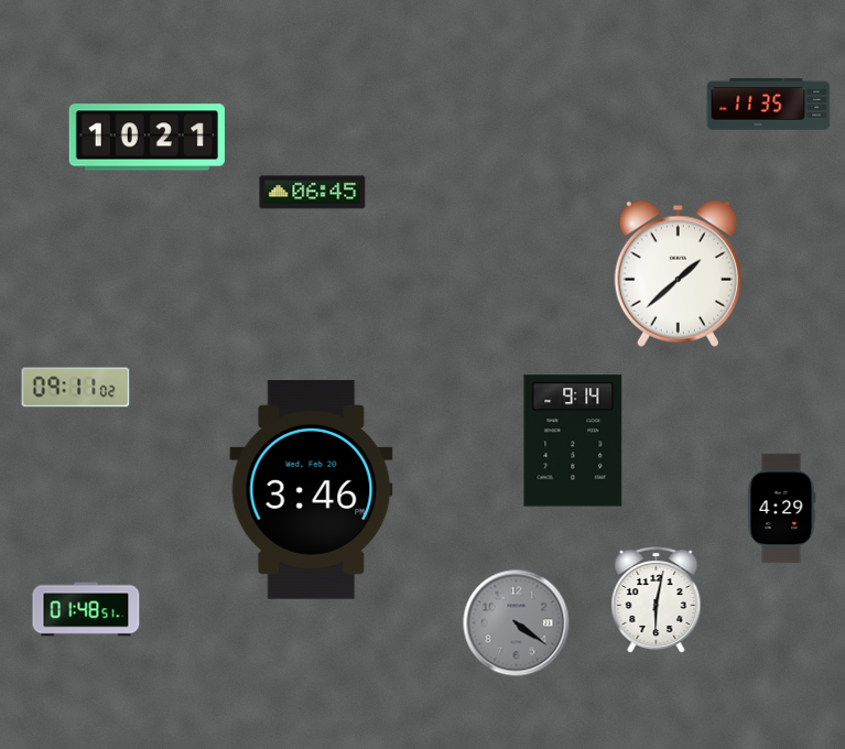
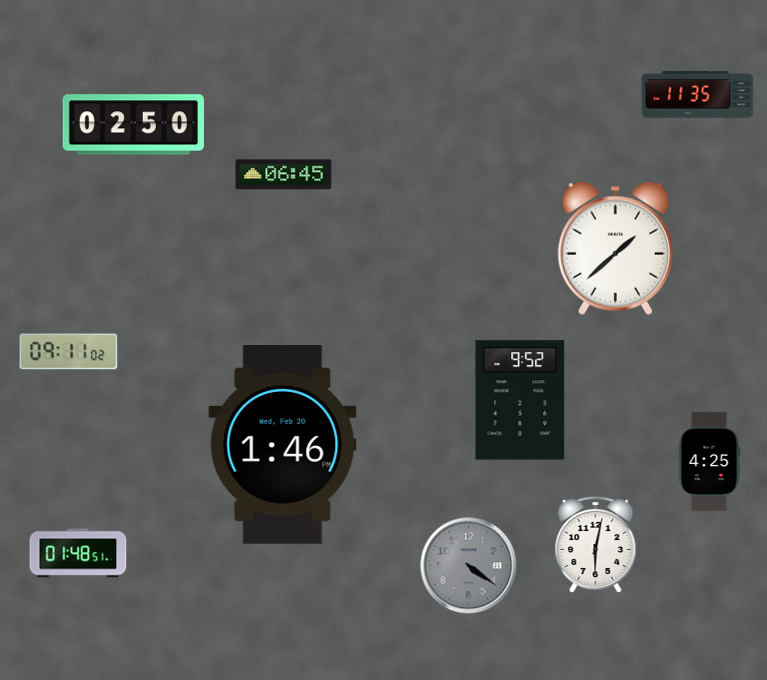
clock at (147, 138): 10:21 -> 02:50
clock at (573, 441): 9:14 -> 9:52
clock at (312, 490): 3:46 -> 1:46
clock at (781, 509): 4:29 -> 4:25
